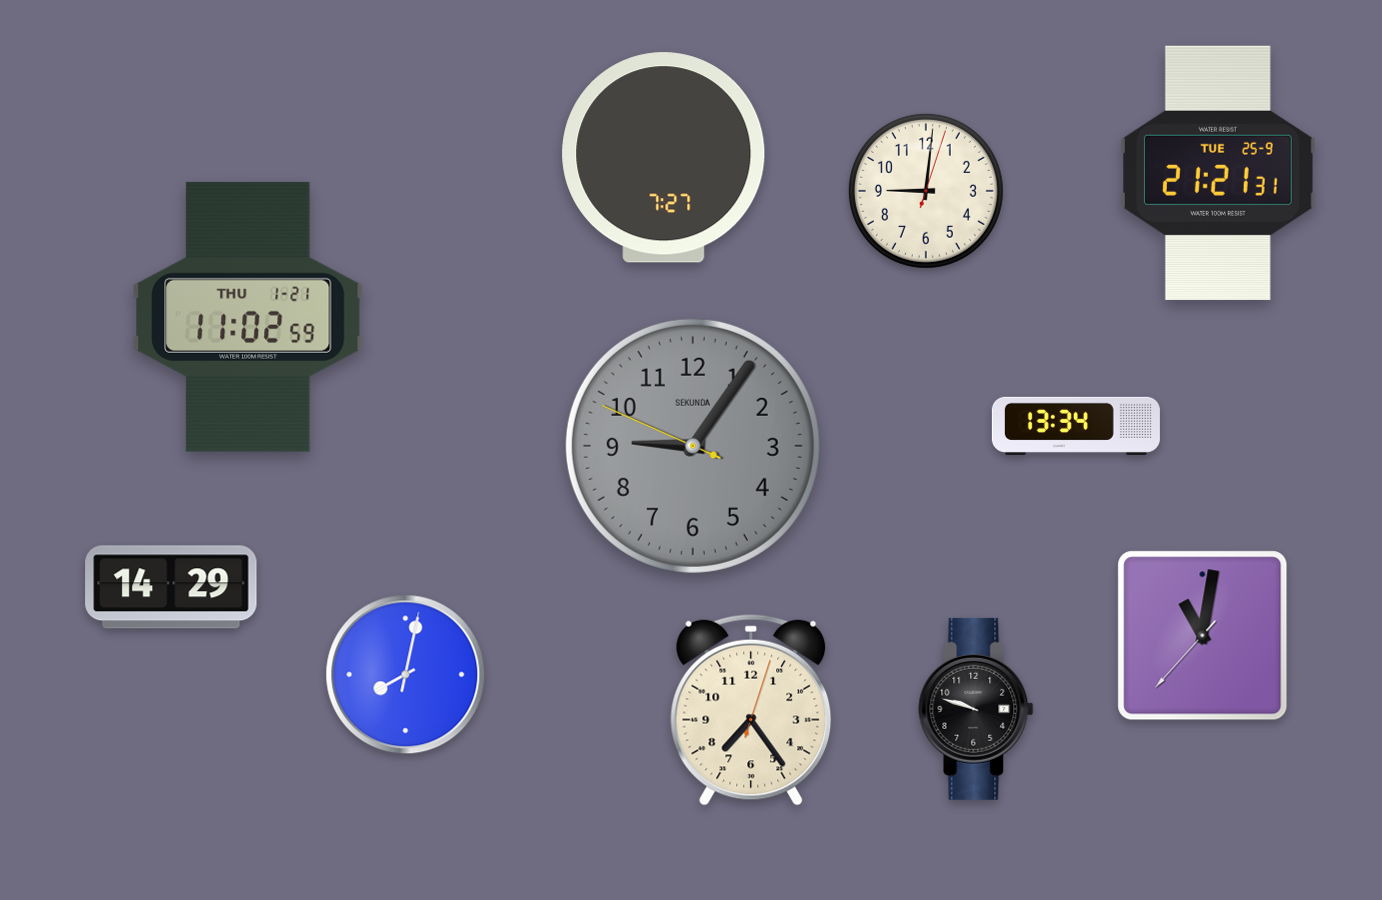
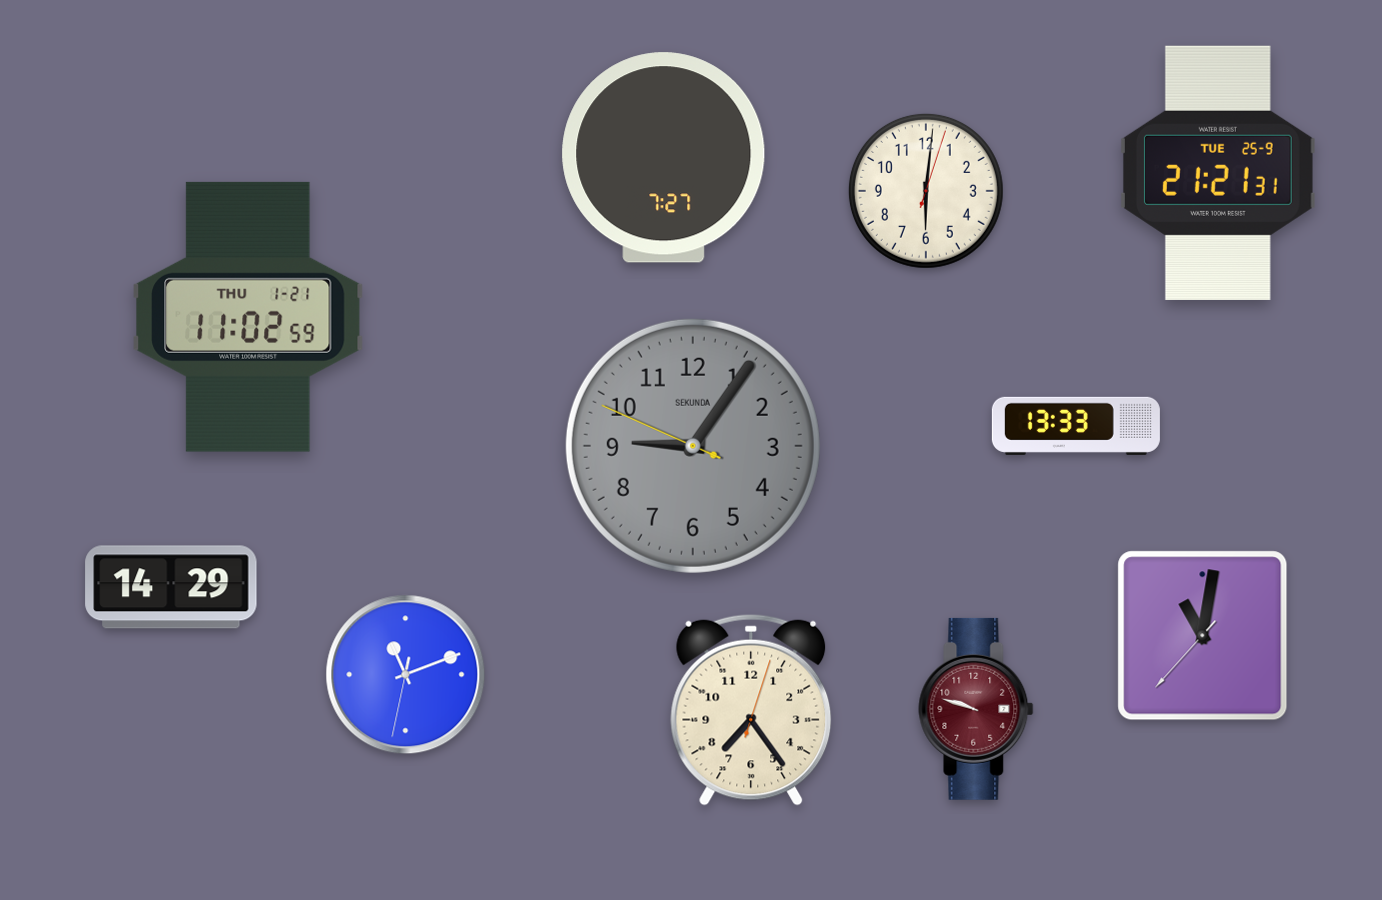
clock at (926, 191): 9:01 -> 6:01
clock at (1076, 426): 13:34 -> 13:33
clock at (406, 675): 8:02 -> 11:11
clock at (976, 709) dial: black -> burgundy
